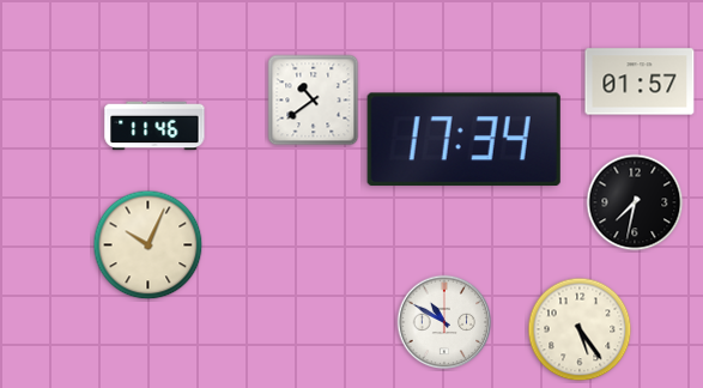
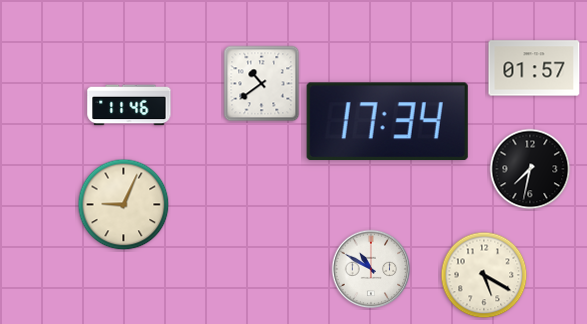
clock at (463, 140) position: (463, 140) -> (387, 122)
clock at (149, 245): 10:04 -> 9:04
clock at (580, 329): 5:24 -> 5:20
